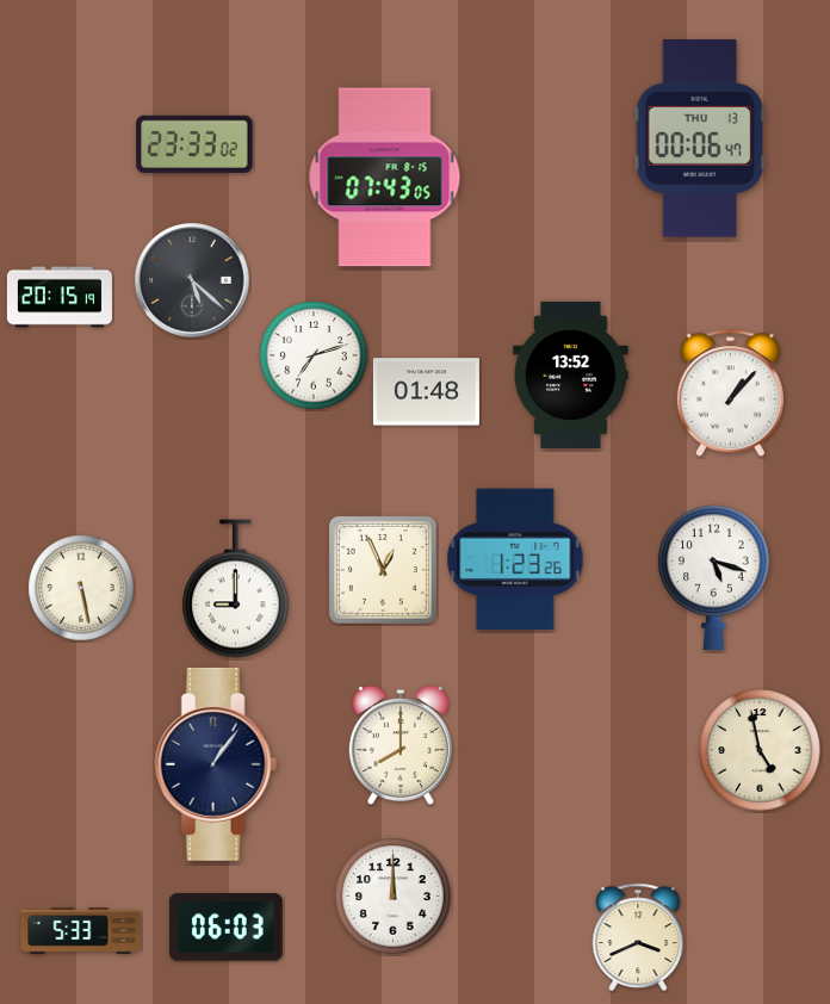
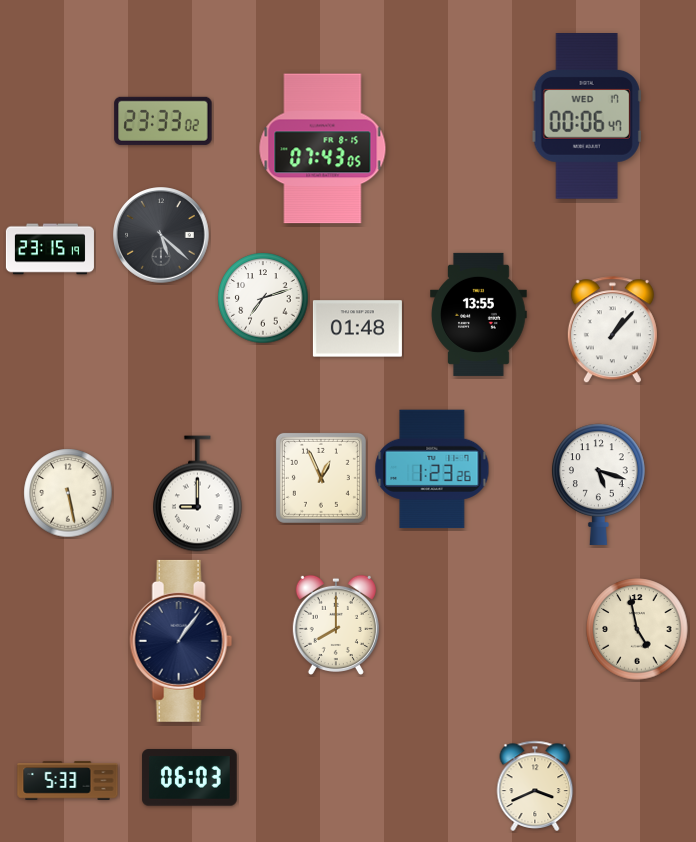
clock at (700, 140) date: THU 13 -> WED 17
clock at (60, 297): 20:15 -> 23:15
clock at (571, 374): 13:52 -> 13:55
clock at (394, 897): 12:00 -> none
